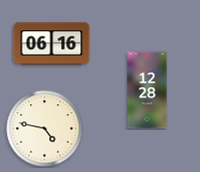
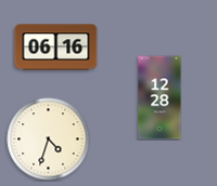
clock at (45, 129): 4:47 -> 4:33
